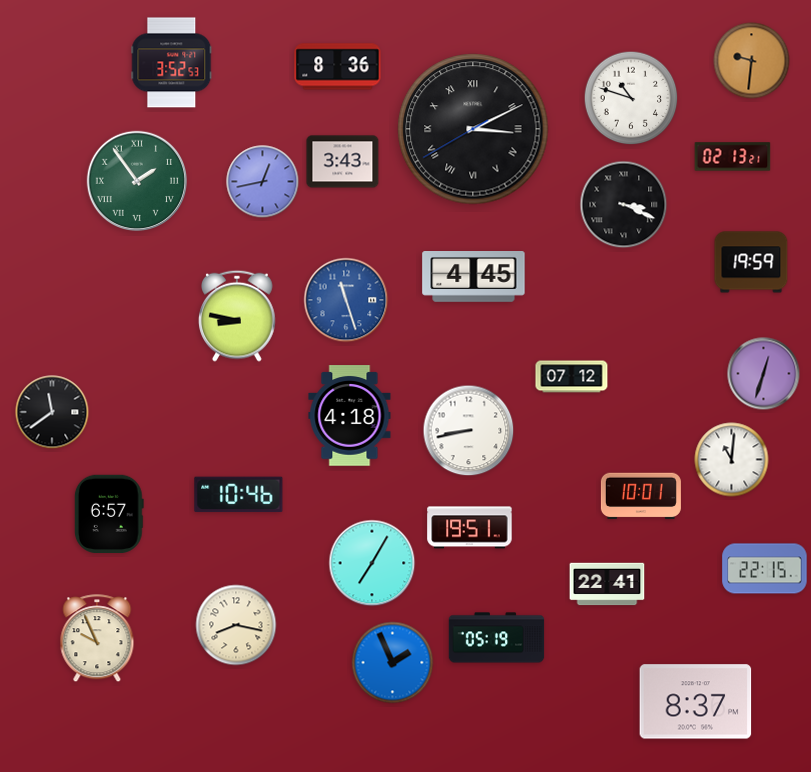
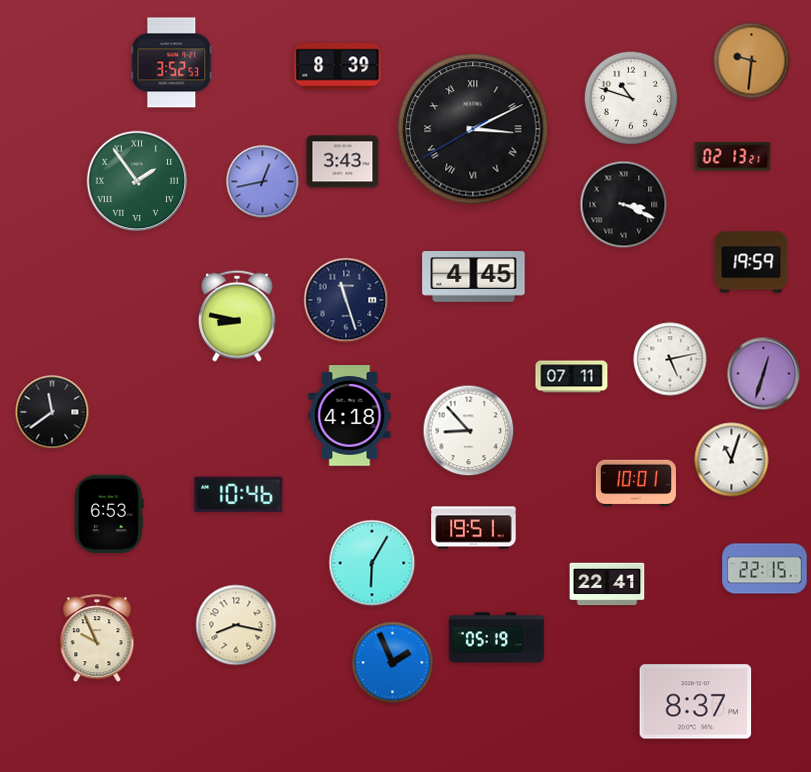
clock at (338, 67): 8:36 -> 8:39
clock at (346, 300) dial: blue -> navy
clock at (670, 359): none -> 5:13
clock at (572, 377): 07:12 -> 07:11
clock at (469, 431): 8:43 -> 8:53
clock at (732, 460): 11:01 -> 11:03
clock at (641, 496) position: (641, 496) -> (636, 483)
clock at (109, 513): 6:57 -> 6:53
clock at (470, 528) position: (470, 528) -> (474, 528)
clock at (372, 563): 7:05 -> 6:05
